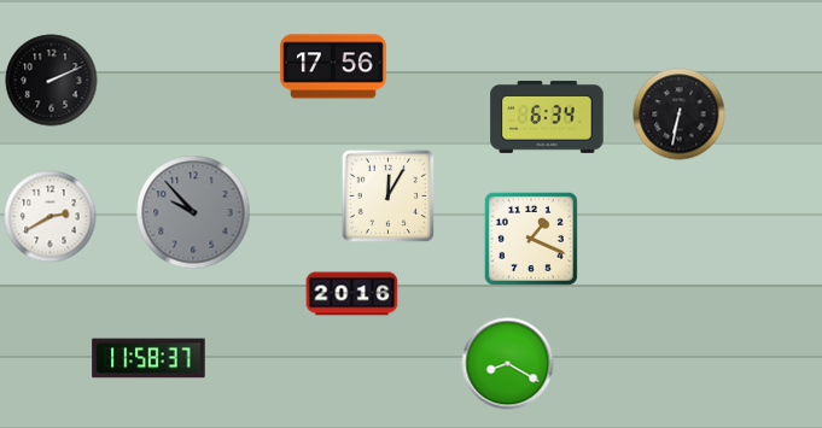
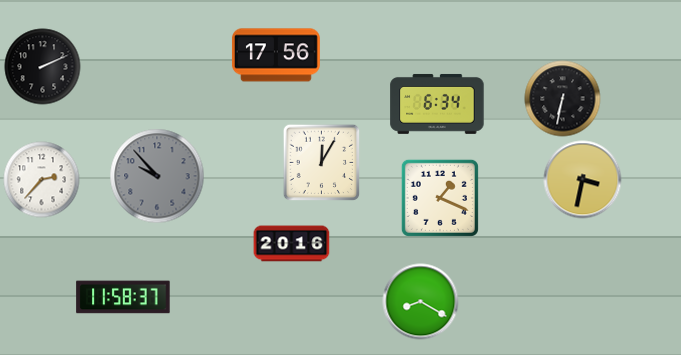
clock at (680, 115) position: (680, 115) -> (563, 99)
clock at (547, 117) position: (547, 117) -> (437, 104)
clock at (193, 212) position: (193, 212) -> (157, 176)
clock at (51, 217): 2:40 -> 2:37
clock at (583, 180): none -> 3:32
